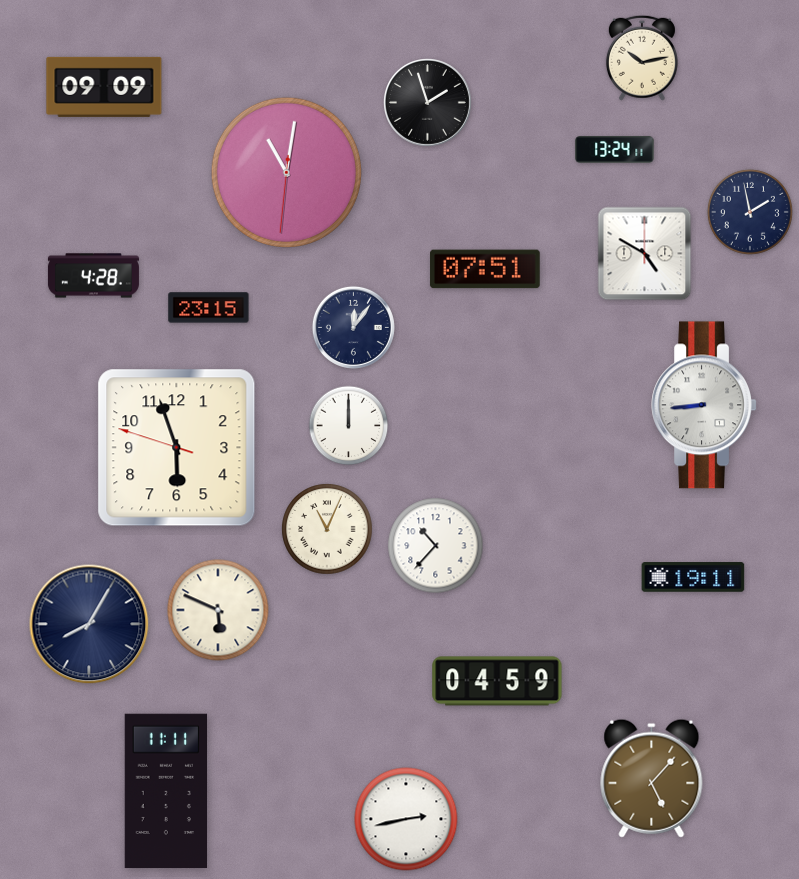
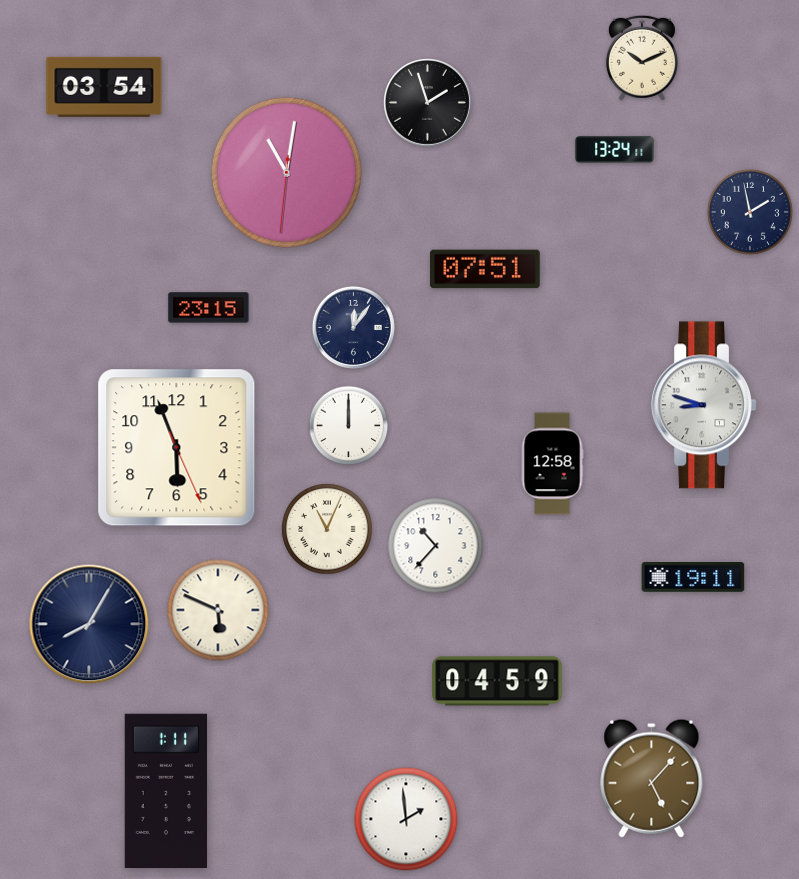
clock at (642, 58): 10:13 -> 10:11
clock at (104, 87): 09:09 -> 03:54
clock at (645, 254): 4:50 -> none
clock at (93, 276): 4:28 -> none
clock at (704, 405): 8:44 -> 8:48
clock at (177, 448): 5:56:48 -> 5:56:26
clock at (552, 464): none -> 12:58
clock at (166, 791): 11:11 -> 1:11
clock at (406, 819): 2:43 -> 1:59
